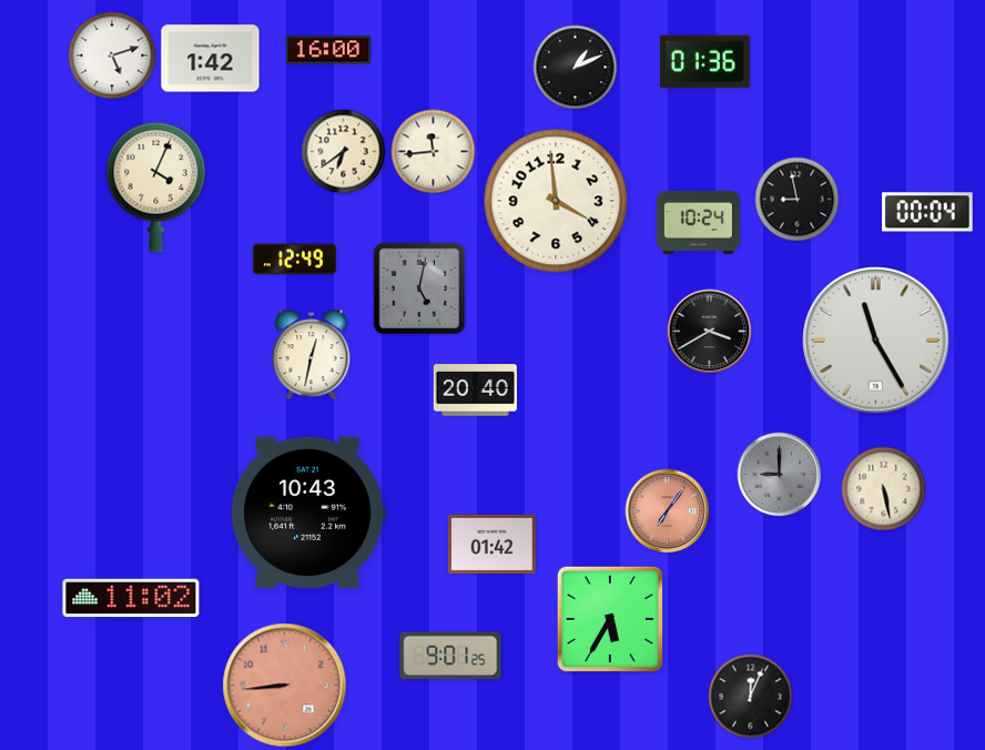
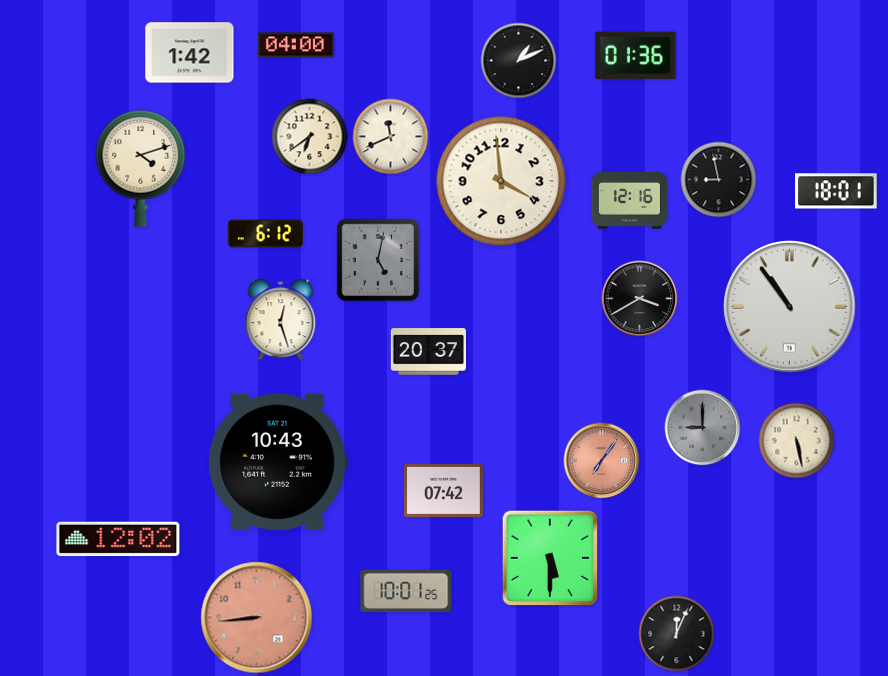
clock at (328, 50): 16:00 -> 04:00
clock at (112, 55): 5:12 -> none
clock at (434, 152): 11:44 -> 11:41
clock at (156, 186): 4:04 -> 4:12
clock at (927, 212): 00:04 -> 18:01
clock at (698, 223): 10:24 -> 12:16
clock at (294, 260): 12:49 -> 6:12
clock at (876, 341): 11:25 -> 10:54
clock at (312, 355): 12:32 -> 12:27
clock at (475, 391): 20:40 -> 20:37
clock at (491, 544): 01:42 -> 07:42
clock at (131, 598): 11:02 -> 12:02
clock at (610, 619): 5:35 -> 5:30
clock at (450, 656): 9:01 -> 10:01
clock at (751, 697) position: (751, 697) -> (677, 634)
